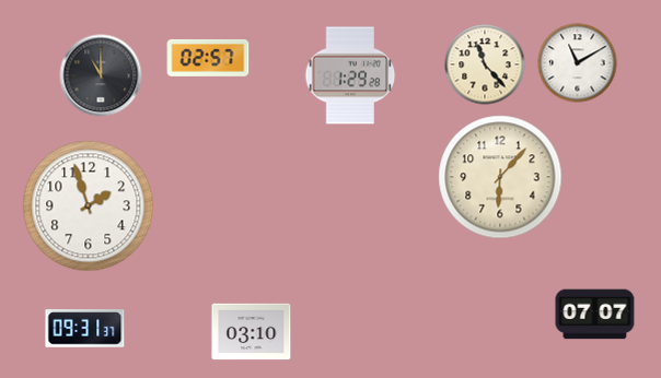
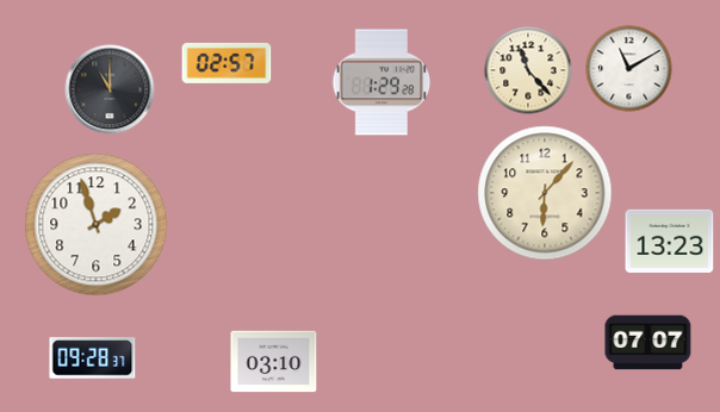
clock at (101, 75) position: (101, 75) -> (110, 89)
clock at (670, 241): none -> 13:23
clock at (85, 329): 09:31 -> 09:28
